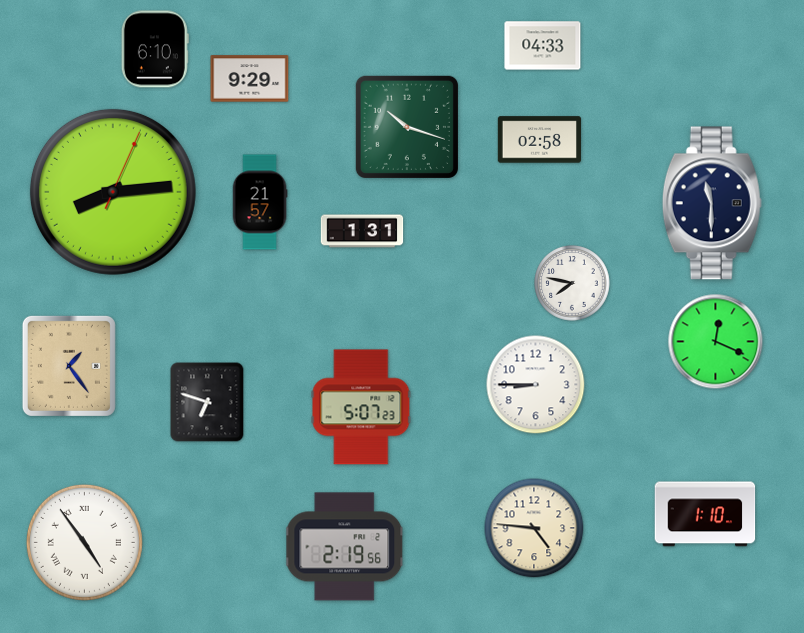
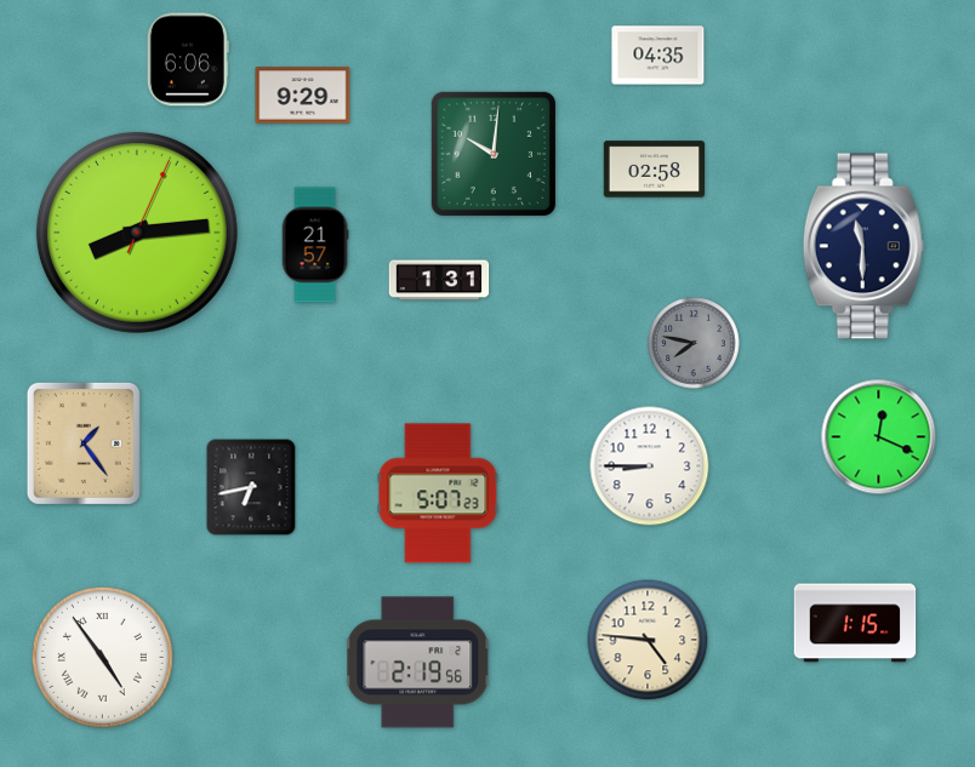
clock at (543, 46): 04:33 -> 04:35
clock at (155, 49): 6:10 -> 6:06
clock at (407, 127): 10:18 -> 10:01
clock at (572, 283) dial: white -> grey
clock at (716, 342) position: (716, 342) -> (879, 437)
clock at (207, 402): 6:48 -> 6:43
clock at (705, 514): 1:10 -> 1:15
